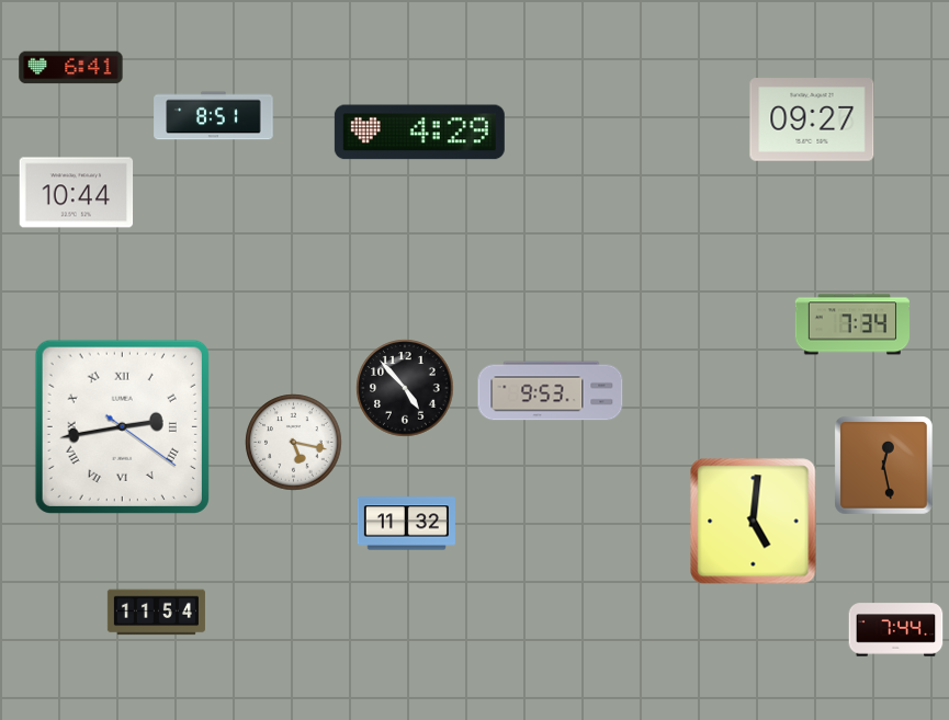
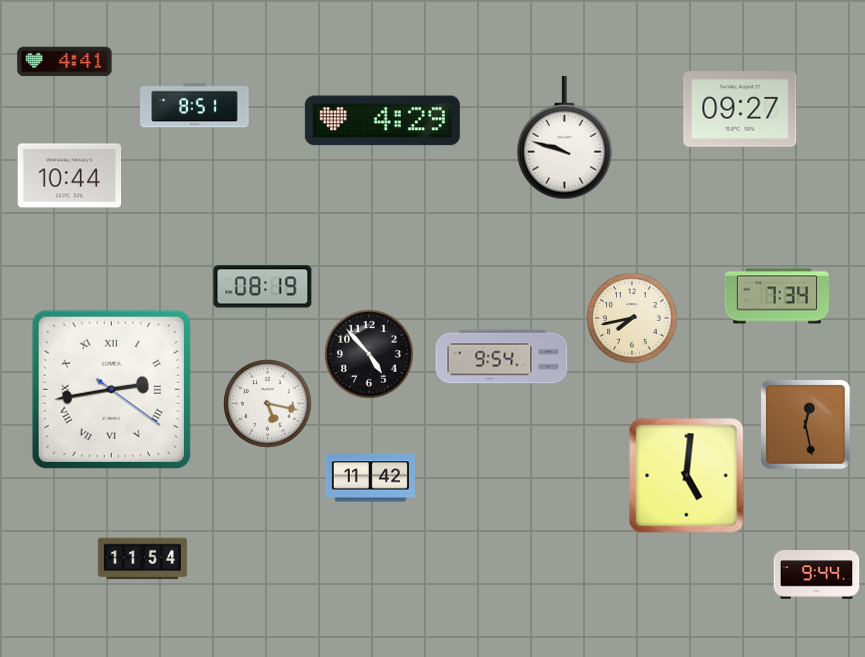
clock at (71, 68): 6:41 -> 4:41
clock at (565, 138): none -> 9:48
clock at (263, 287): none -> 08:19
clock at (632, 318): none -> 7:43
clock at (551, 391): 9:53 -> 9:54
clock at (406, 524): 11:32 -> 11:42
clock at (896, 630): 7:44 -> 9:44
